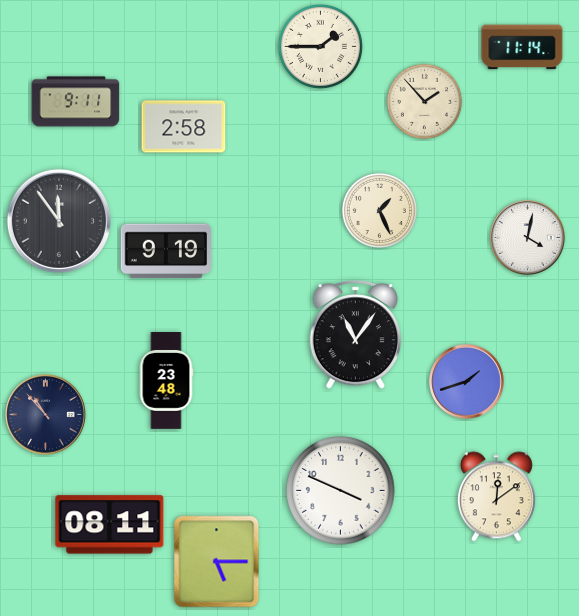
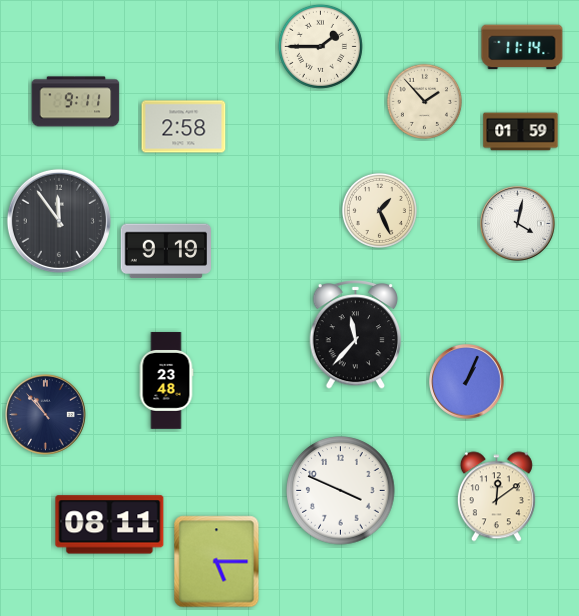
clock at (521, 132): none -> 01:59
clock at (528, 238) position: (528, 238) -> (518, 224)
clock at (356, 335): 11:06 -> 11:37
clock at (467, 382): 1:42 -> 1:04
